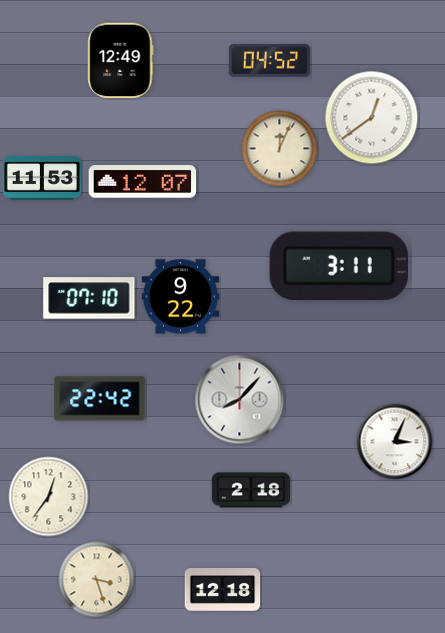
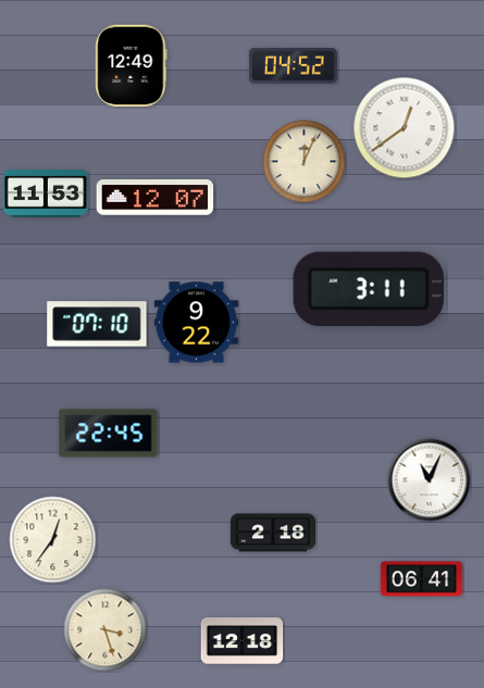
clock at (100, 399): 22:42 -> 22:45
clock at (240, 400): 8:07 -> none
clock at (395, 442): 3:04 -> 11:04
clock at (422, 579): none -> 06:41
